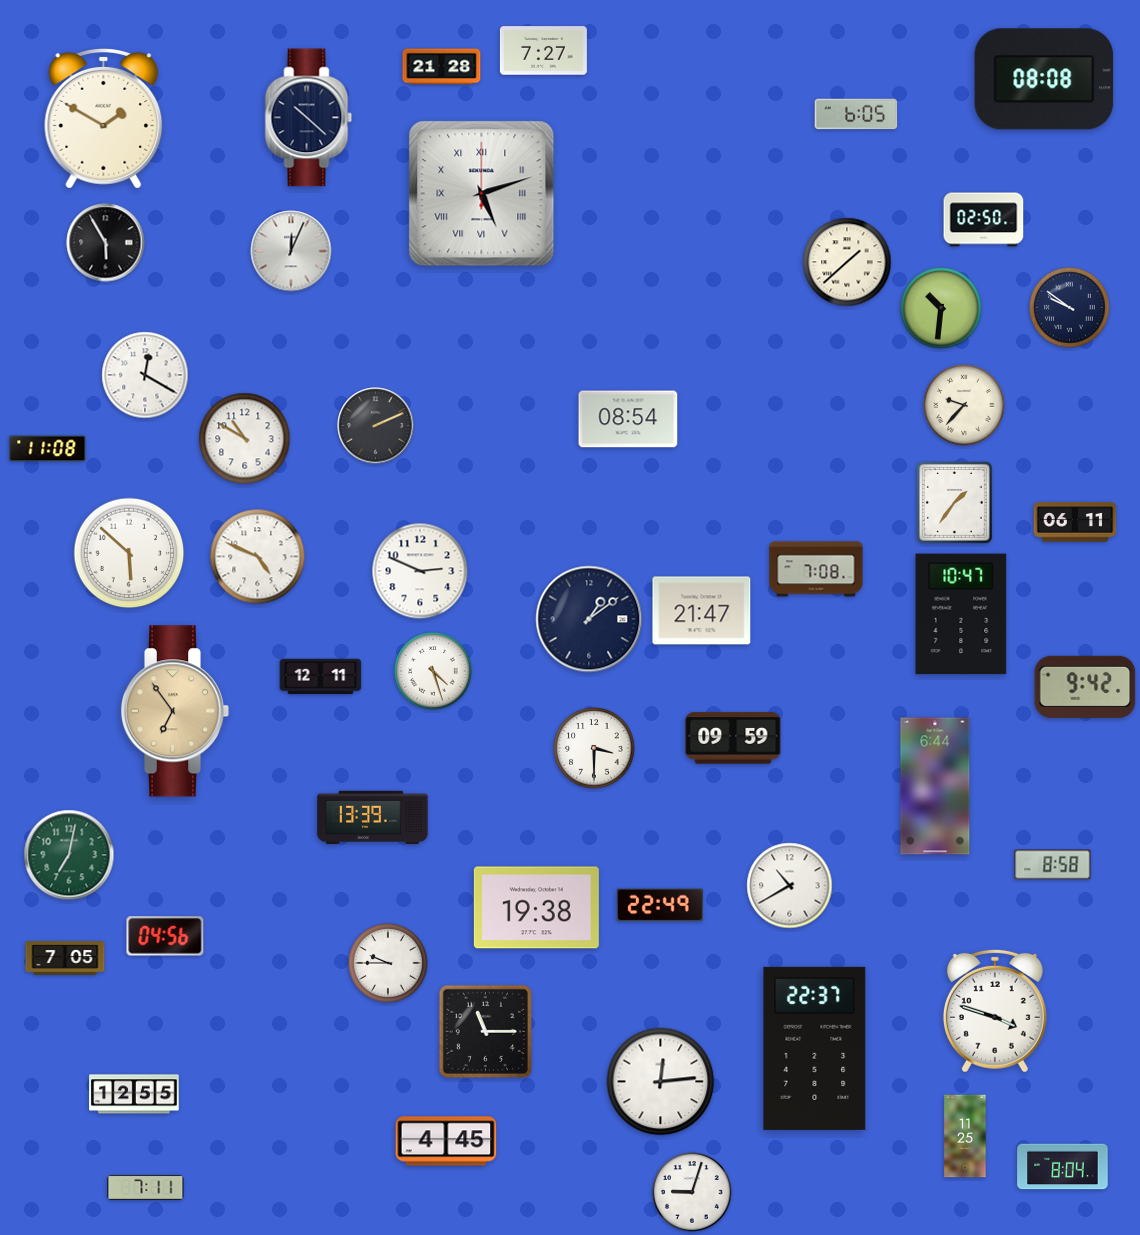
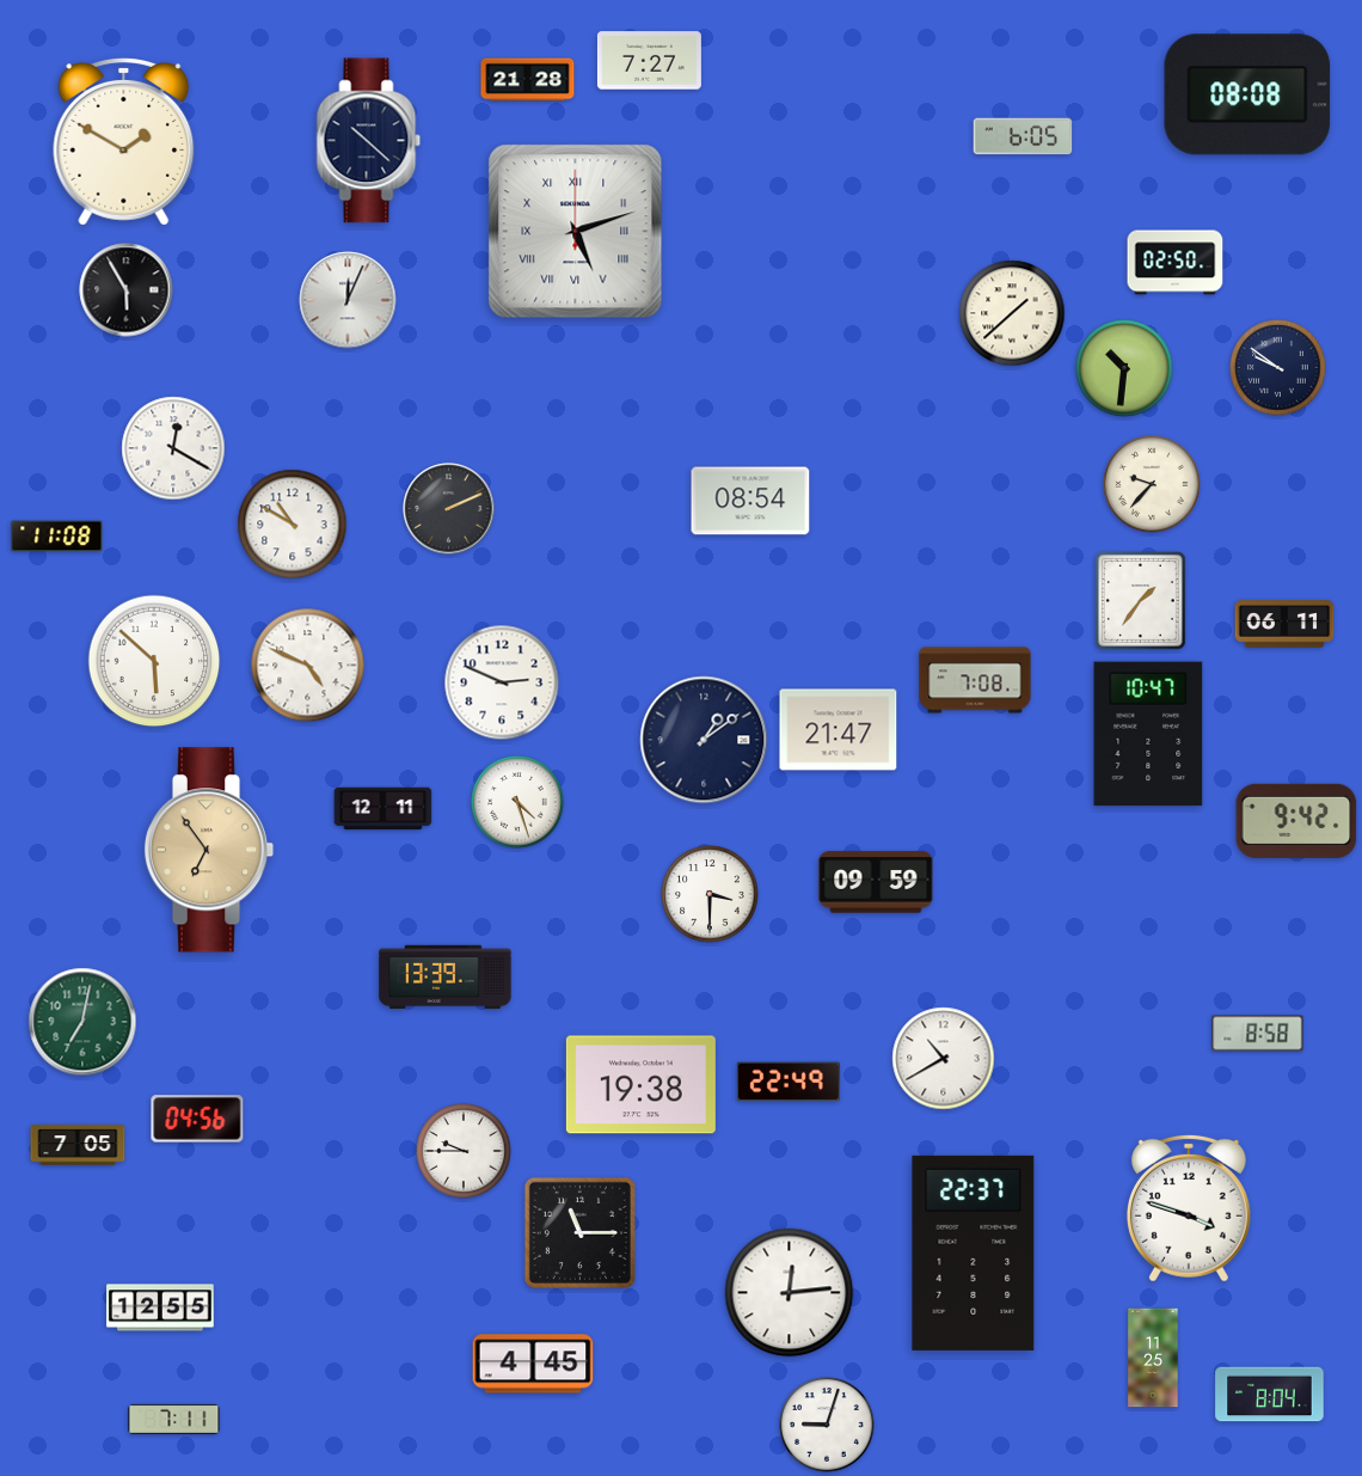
clock at (935, 786): 6:44 -> none
